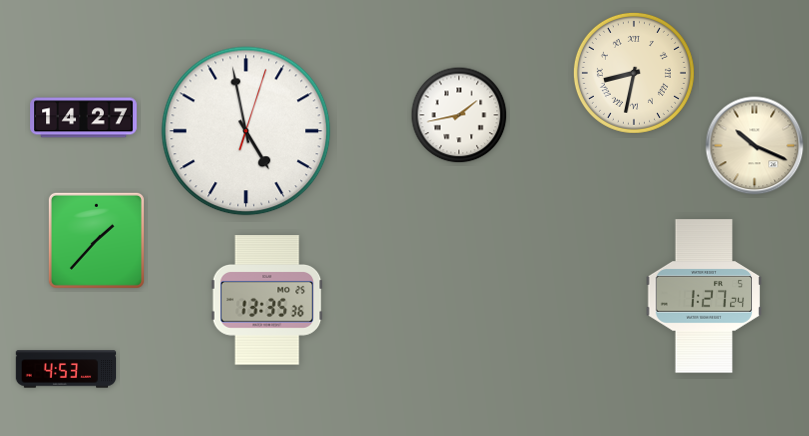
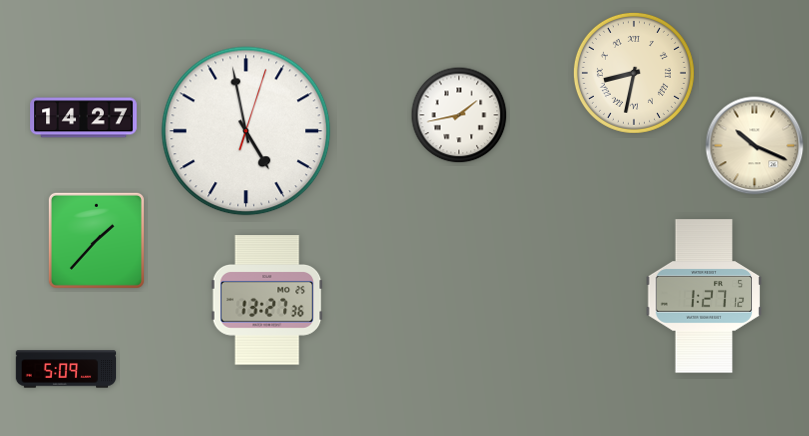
clock at (704, 296): 1:27:24 -> 1:27:12
clock at (267, 300): 13:35 -> 13:27
clock at (66, 369): 4:53 -> 5:09
